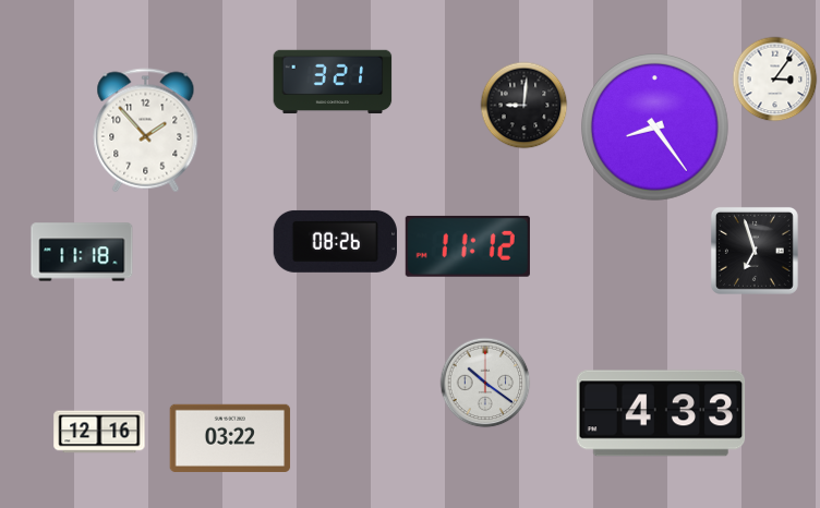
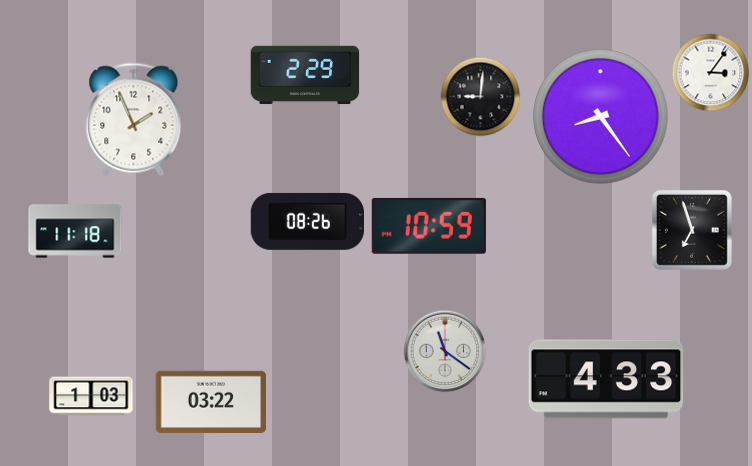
clock at (333, 82): 3:21 -> 2:29
clock at (146, 131): 1:53 -> 1:56
clock at (468, 246): 11:12 -> 10:59
clock at (485, 383): 10:21 -> 11:21
clock at (99, 432): 12:16 -> 1:03
